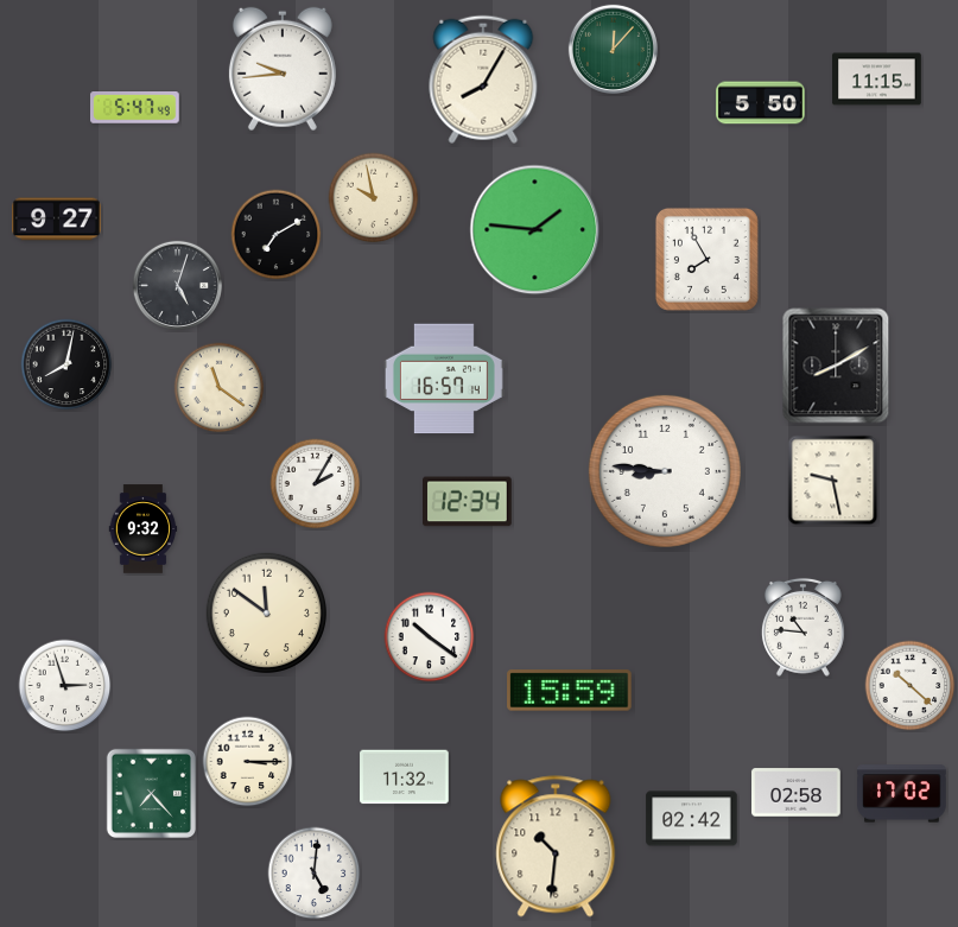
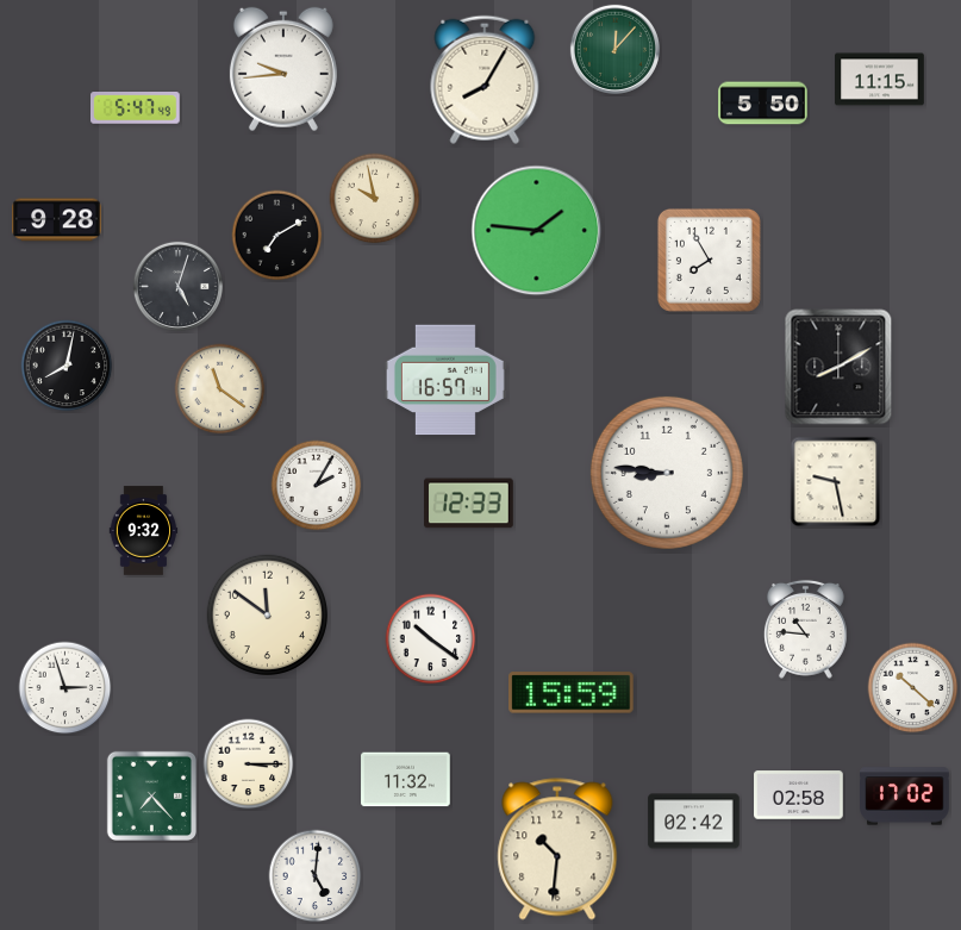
clock at (57, 220): 9:27 -> 9:28
clock at (468, 502): 12:34 -> 12:33
